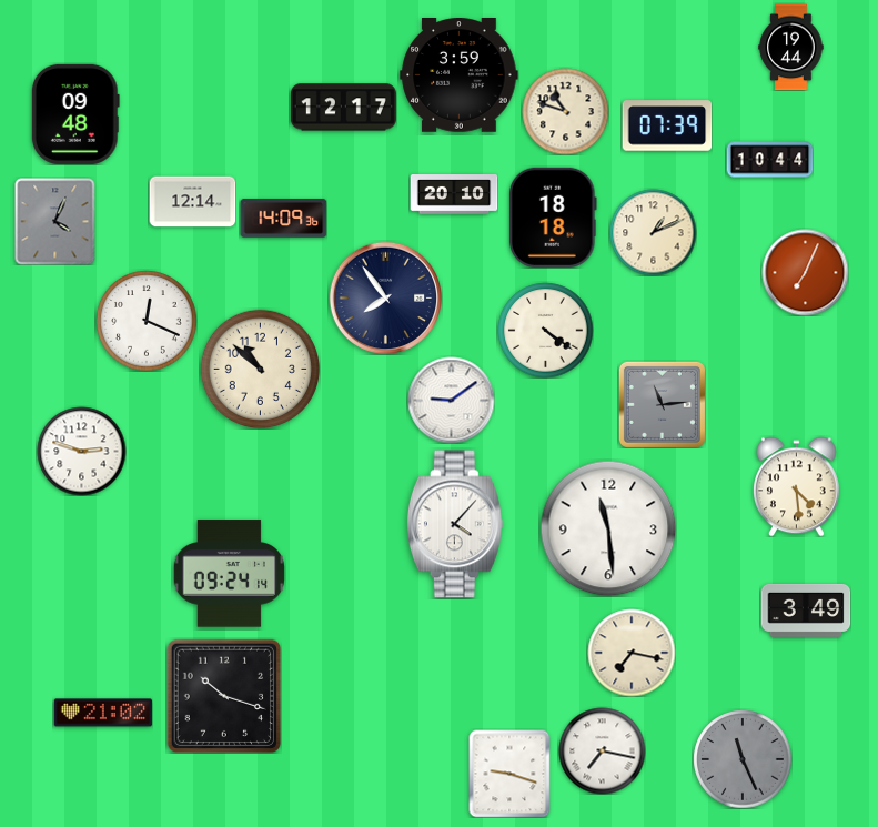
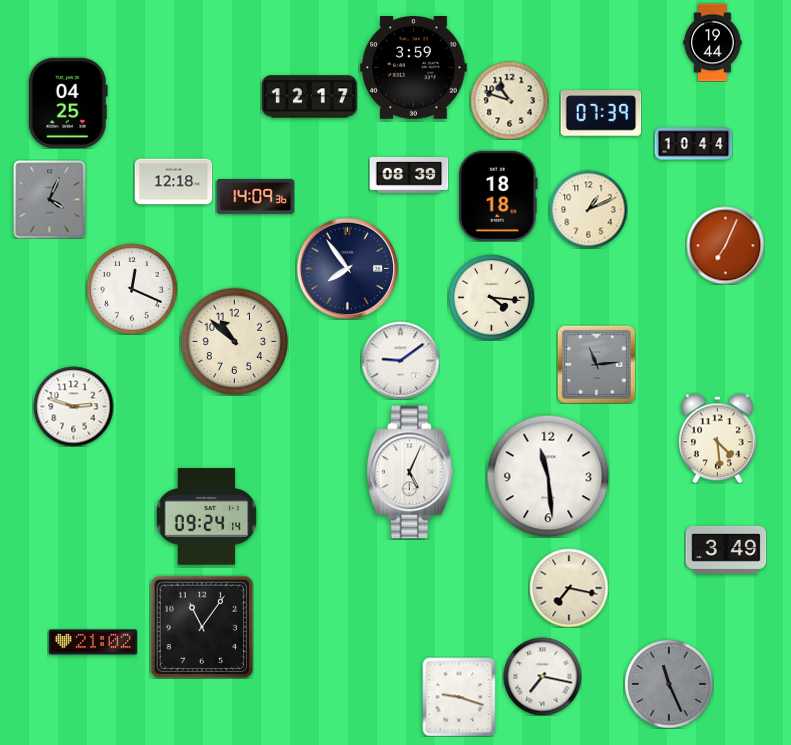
clock at (75, 114): 09:48 -> 04:25
clock at (454, 195): 20:10 -> 08:39
clock at (192, 202): 12:14 -> 12:18
clock at (545, 330): 4:21 -> 4:16
clock at (260, 369) position: (260, 369) -> (234, 341)
clock at (451, 400) position: (451, 400) -> (400, 360)
clock at (455, 524): 4:07 -> 5:04
clock at (223, 695): 10:18 -> 11:06
